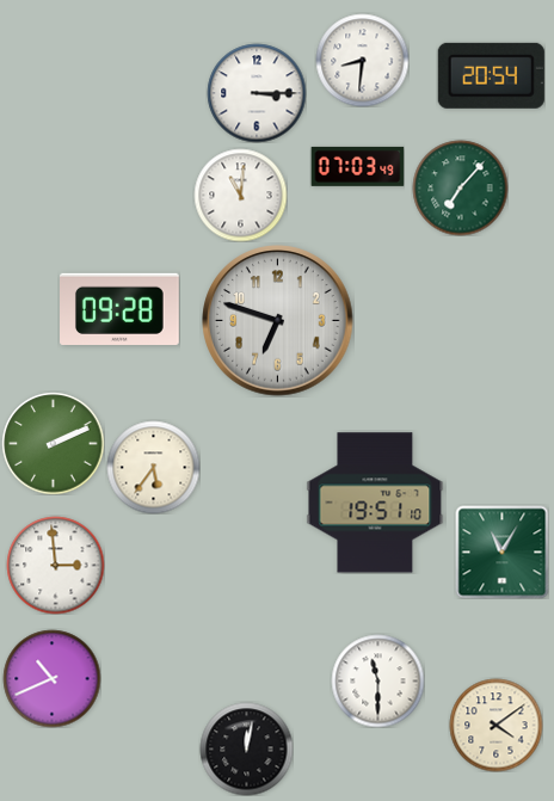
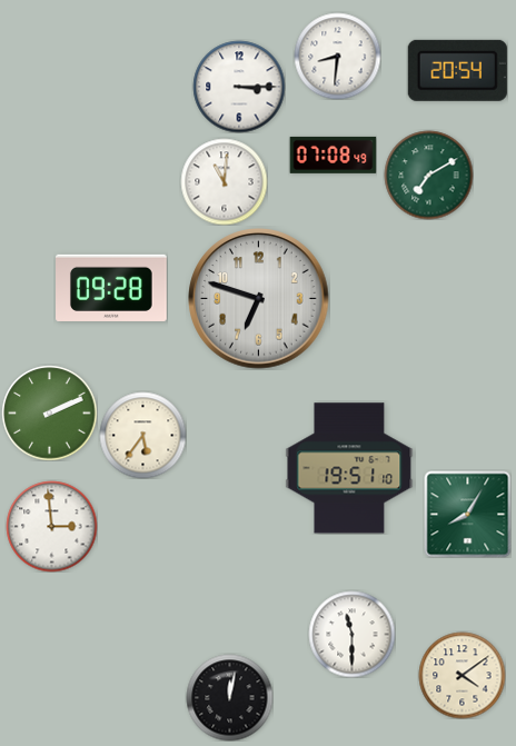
clock at (357, 166): 07:03 -> 07:08
clock at (460, 187): 7:07 -> 7:10
clock at (501, 552): 11:05 -> 8:05
clock at (51, 678): 10:41 -> none
